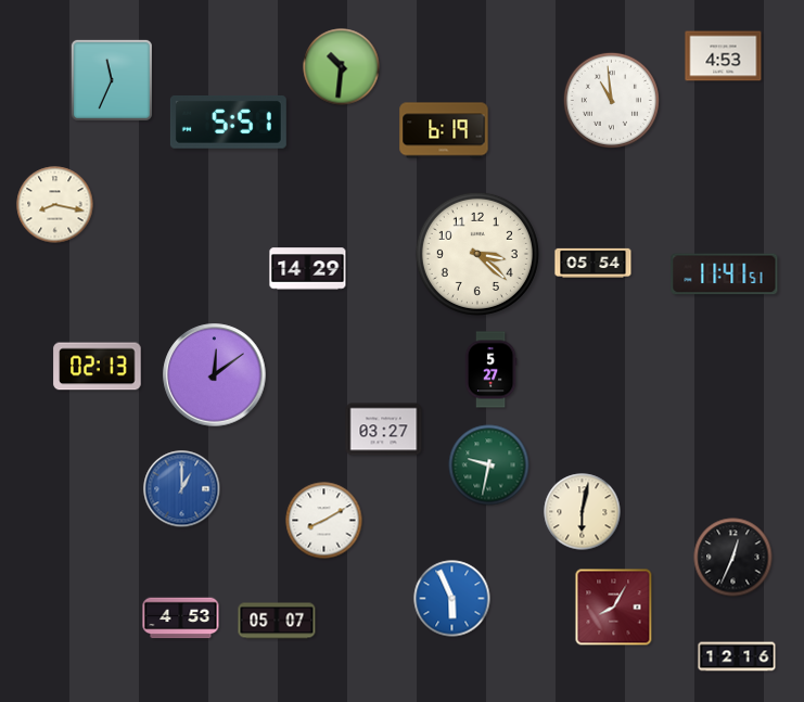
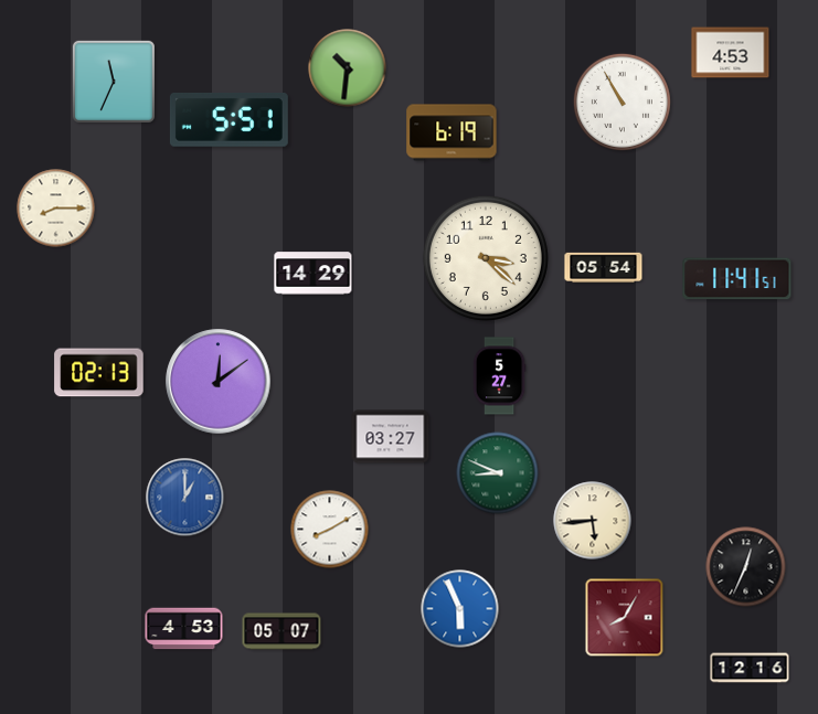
clock at (724, 56) position: (724, 56) -> (731, 53)
clock at (611, 100): 10:59 -> 10:55
clock at (228, 122) position: (228, 122) -> (229, 119)
clock at (55, 205): 8:17 -> 8:15
clock at (489, 465): 9:32 -> 8:49
clock at (583, 512): 6:02 -> 5:44
